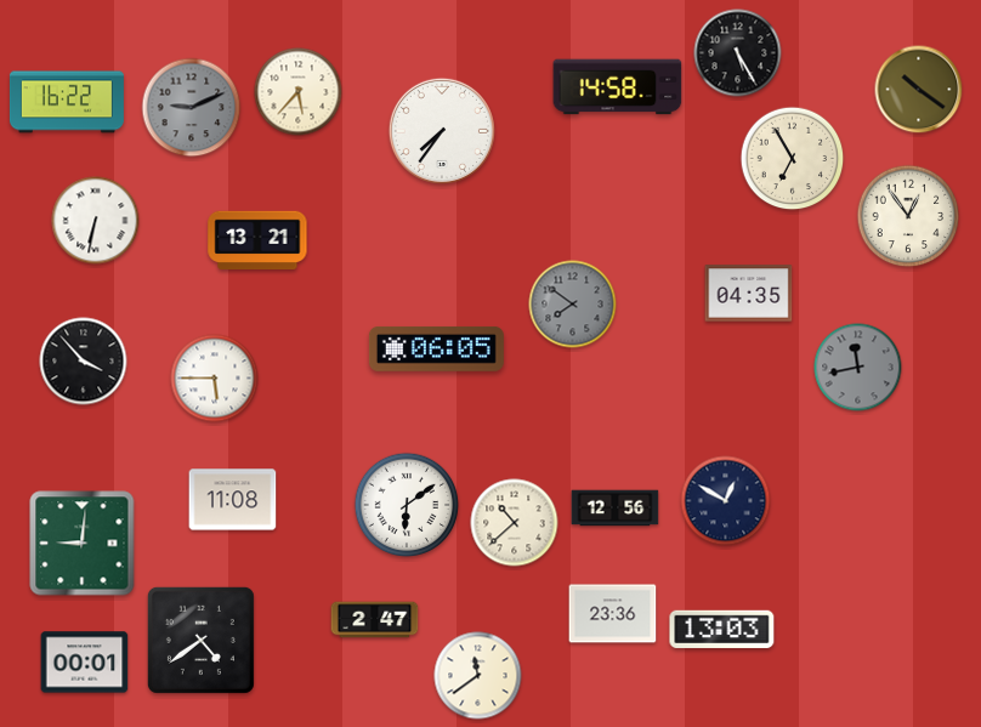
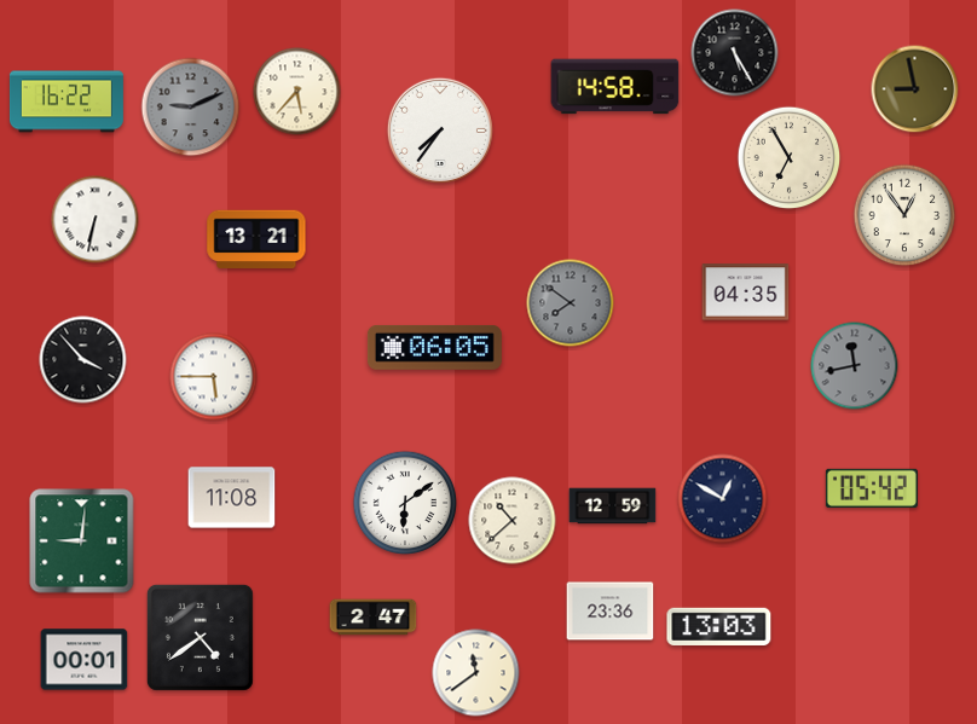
clock at (919, 90): 10:21 -> 8:58
clock at (872, 488): none -> 05:42
clock at (616, 509): 12:56 -> 12:59
